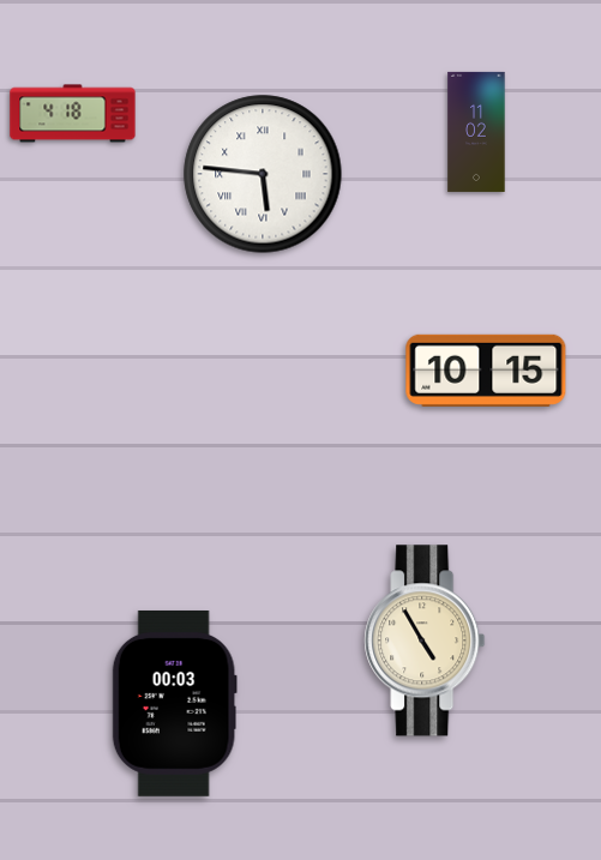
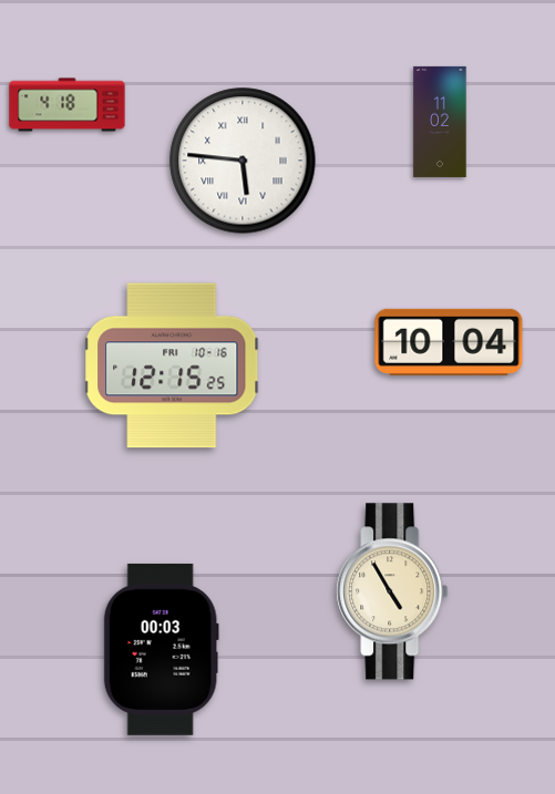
clock at (486, 371): 10:15 -> 10:04
clock at (173, 365): none -> 12:15
